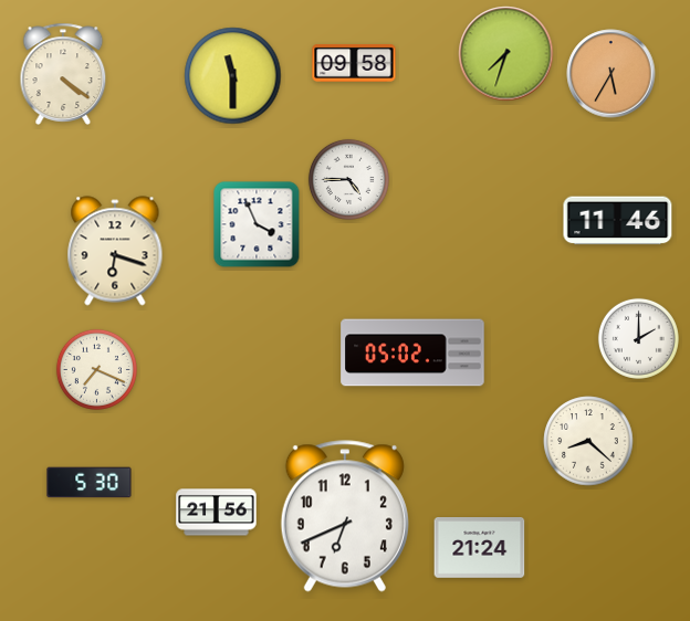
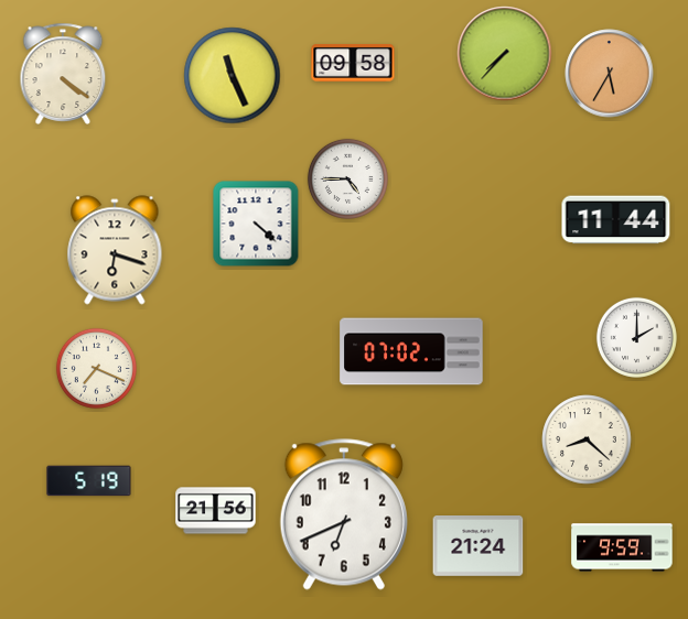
clock at (506, 54): 7:33 -> 7:37
clock at (233, 76): 11:30 -> 11:26
clock at (618, 221): 11:46 -> 11:44
clock at (257, 224): 3:56 -> 4:22
clock at (412, 352): 05:02 -> 07:02
clock at (90, 483): 5:30 -> 5:19
clock at (622, 547): none -> 9:59
